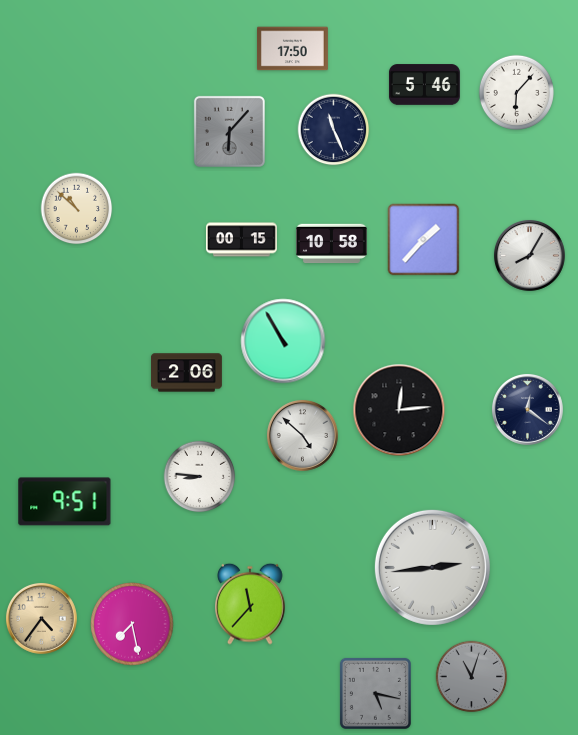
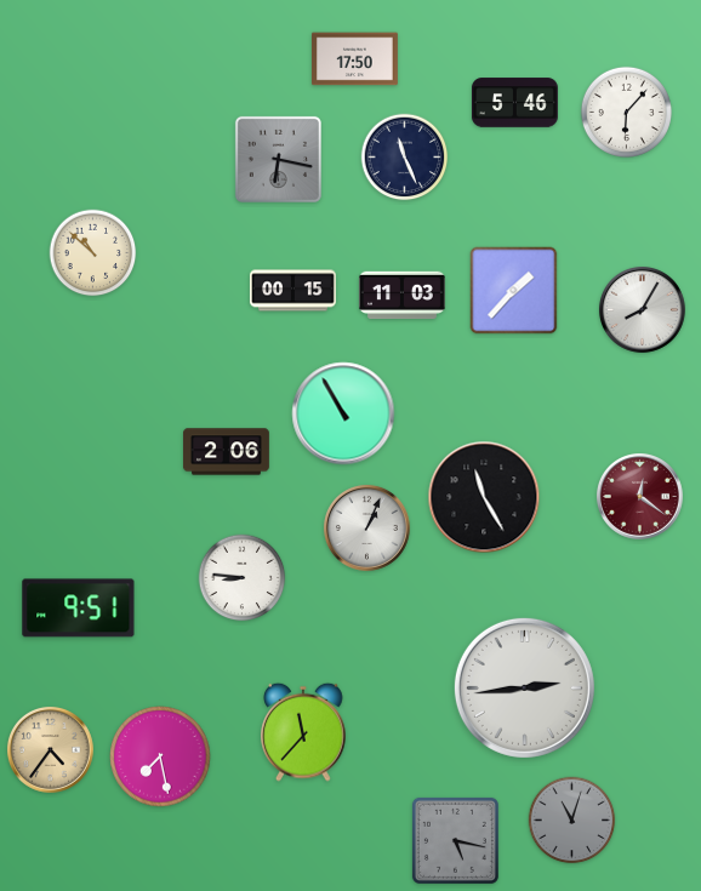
clock at (229, 131): 6:07 -> 6:17
clock at (331, 244): 10:58 -> 11:03
clock at (527, 409) dial: navy -> burgundy
clock at (399, 410): 12:14 -> 11:25
clock at (302, 435): 4:52 -> 1:04
